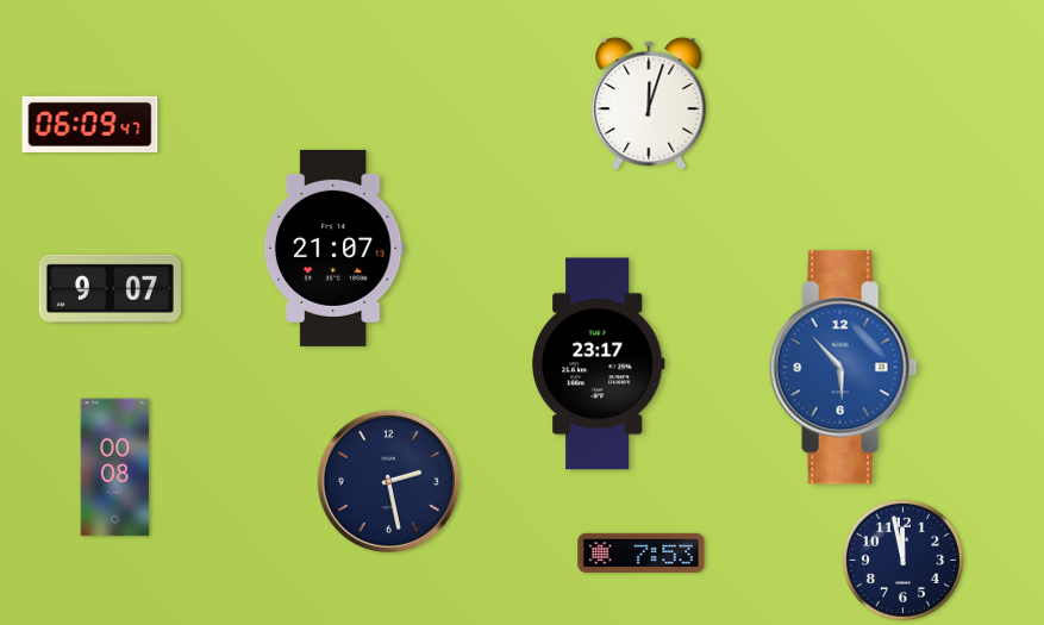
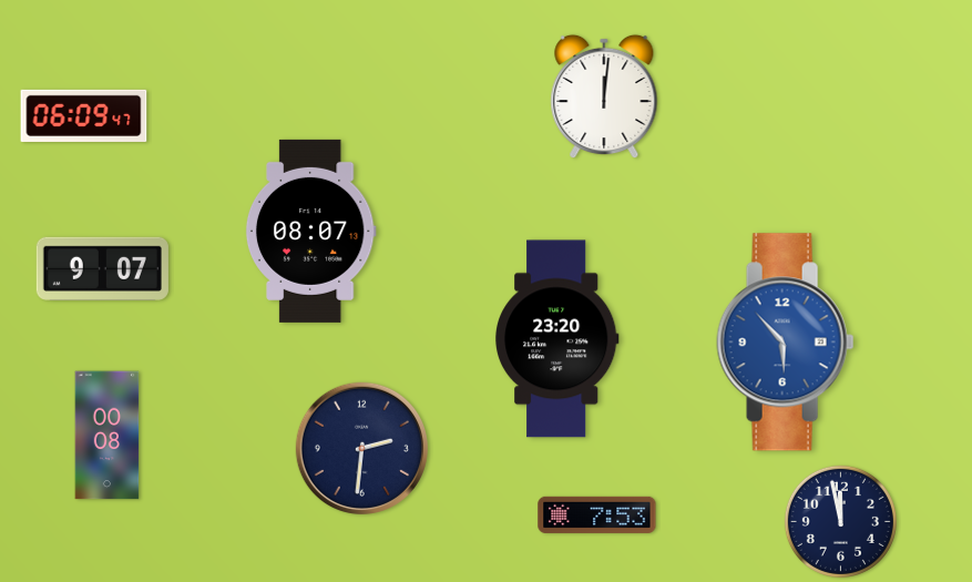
clock at (649, 104): 12:03 -> 12:01
clock at (333, 248): 21:07 -> 08:07
clock at (599, 364): 23:17 -> 23:20
clock at (388, 481): 2:28 -> 2:31
